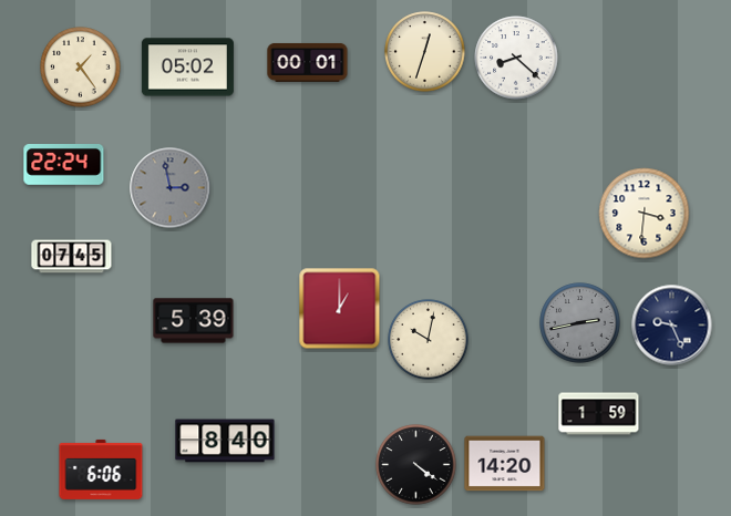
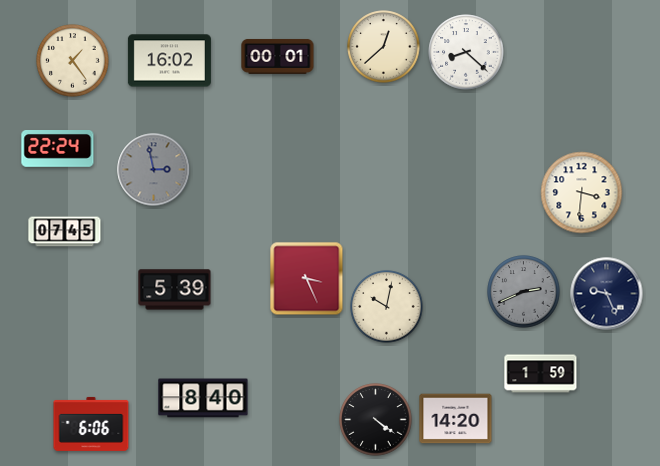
clock at (425, 52): 12:33 -> 12:38
clock at (187, 68): 05:02 -> 16:02
clock at (340, 309): 1:00 -> 3:26
clock at (580, 323): 2:43 -> 2:41
